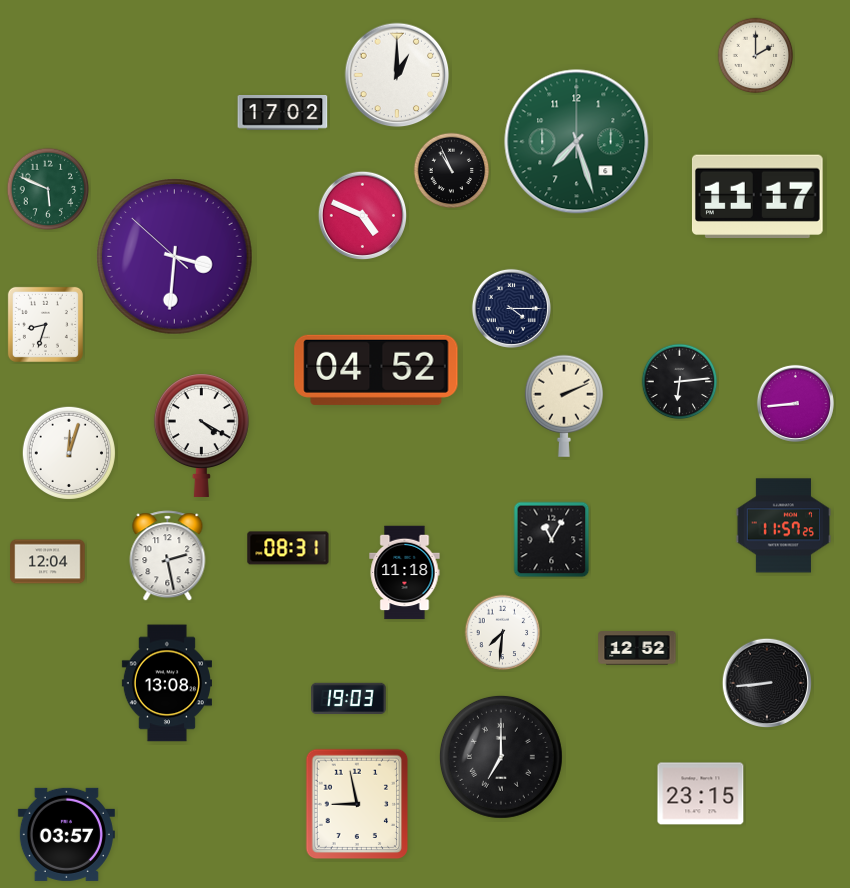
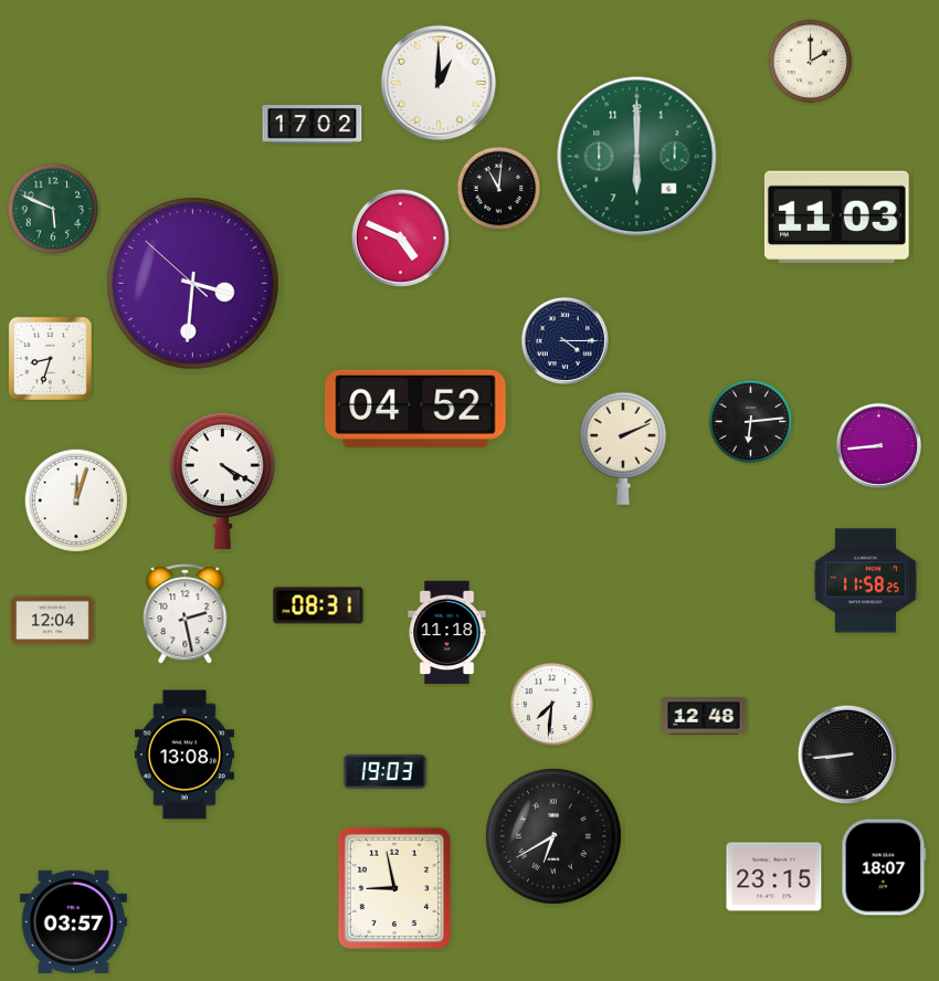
clock at (756, 56) position: (756, 56) -> (811, 62)
clock at (577, 142): 7:27 -> 6:00
clock at (452, 171): 10:56 -> 11:01
clock at (757, 197): 11:17 -> 11:03
clock at (783, 526): 11:57 -> 11:58
clock at (552, 540): 11:05 -> none
clock at (503, 633) position: (503, 633) -> (552, 705)
clock at (637, 648): 12:52 -> 12:48
clock at (501, 757): 7:00 -> 6:40
clock at (884, 867): none -> 18:07
